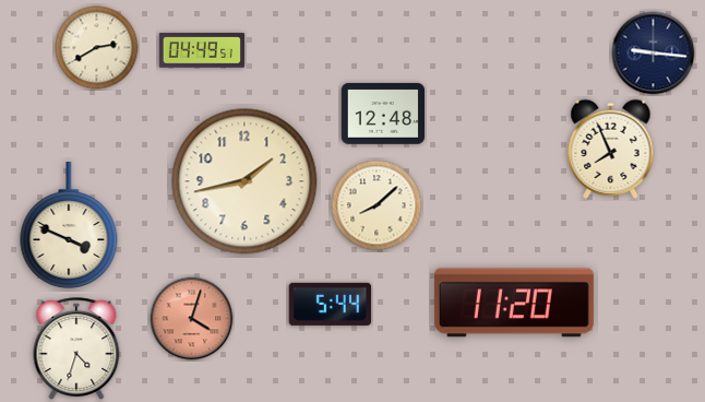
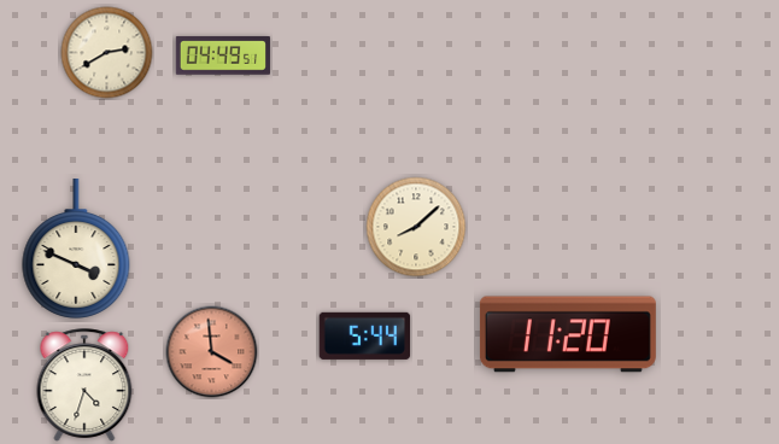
clock at (654, 54): 9:16 -> none
clock at (383, 115): 12:48 -> none
clock at (611, 149): 7:56 -> none
clock at (244, 181): 1:43 -> none
clock at (192, 319): 4:03 -> 3:59
